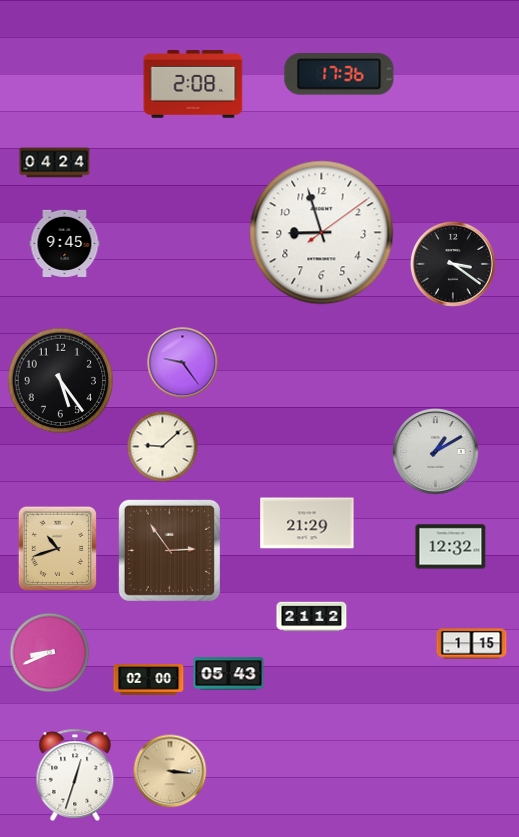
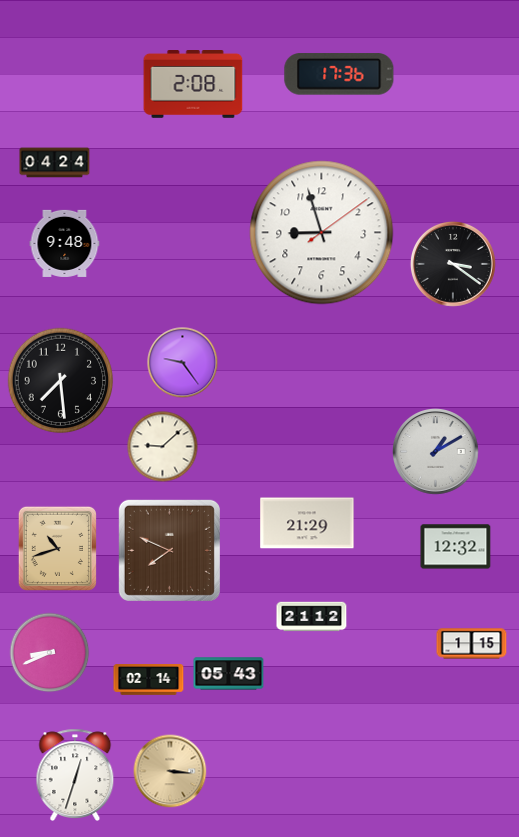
clock at (65, 243): 9:45 -> 9:48
clock at (61, 381): 5:24 -> 7:29
clock at (451, 547) position: (451, 547) -> (456, 547)
clock at (169, 550): 2:54 -> 7:49
clock at (149, 680): 02:00 -> 02:14
